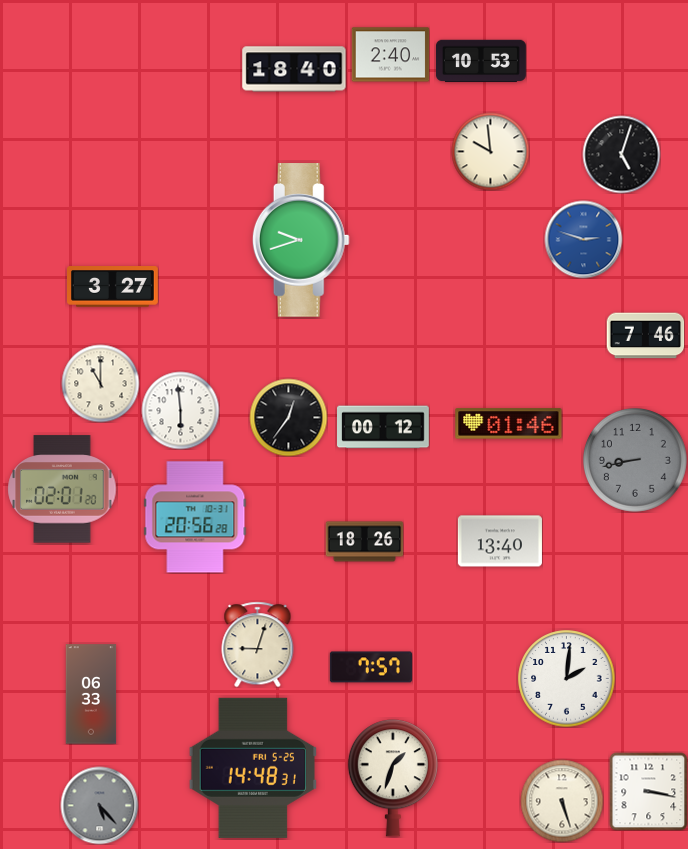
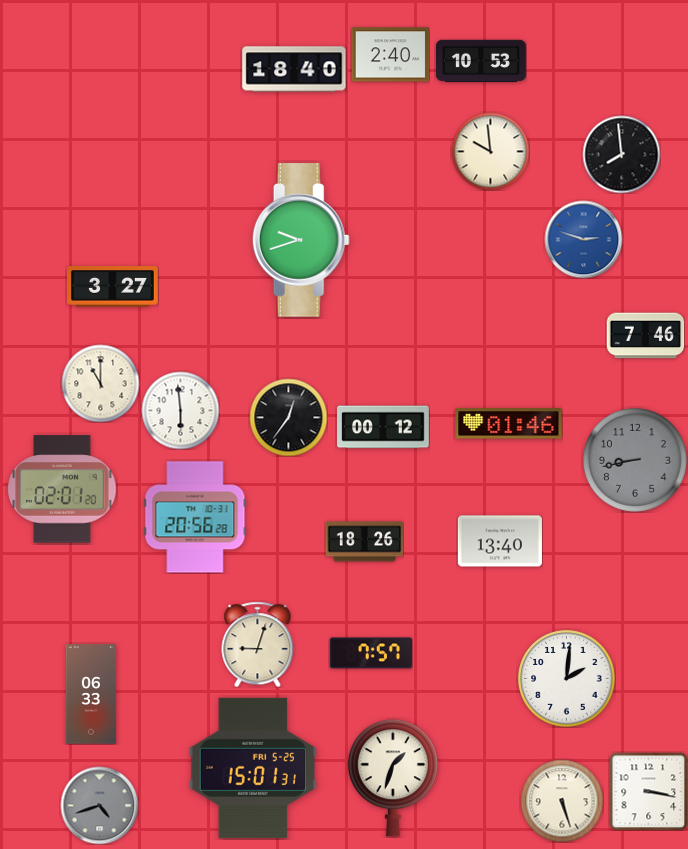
clock at (621, 154): 5:03 -> 7:59
clock at (371, 667) position: (371, 667) -> (371, 653)
clock at (253, 768): 14:48 -> 15:01
clock at (99, 805): 5:23 -> 4:42
